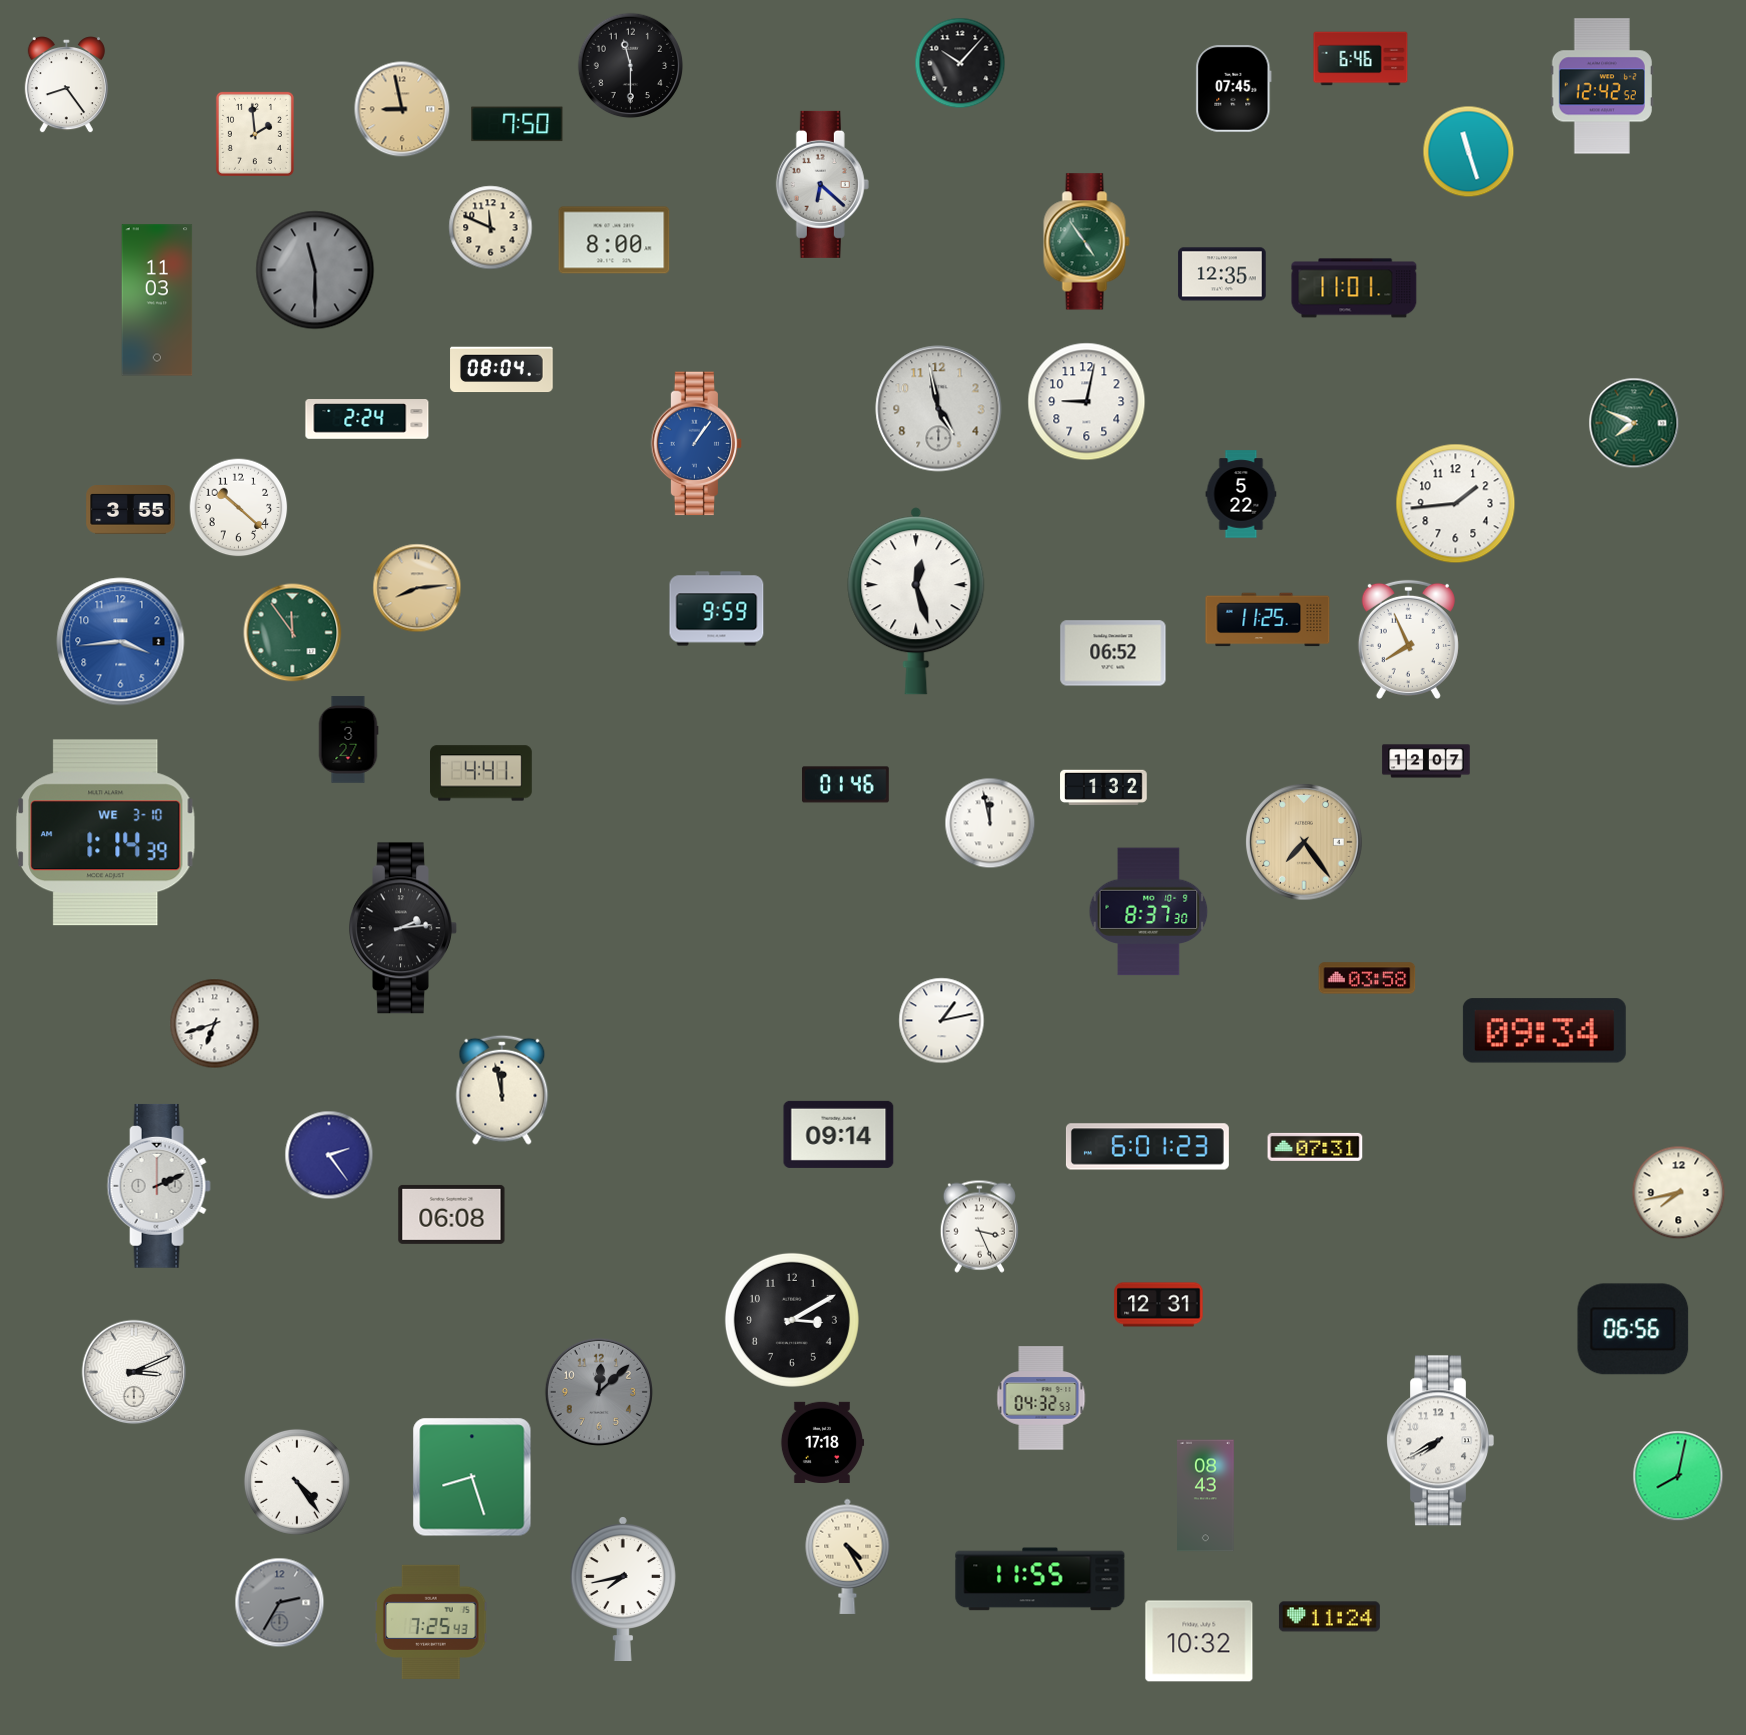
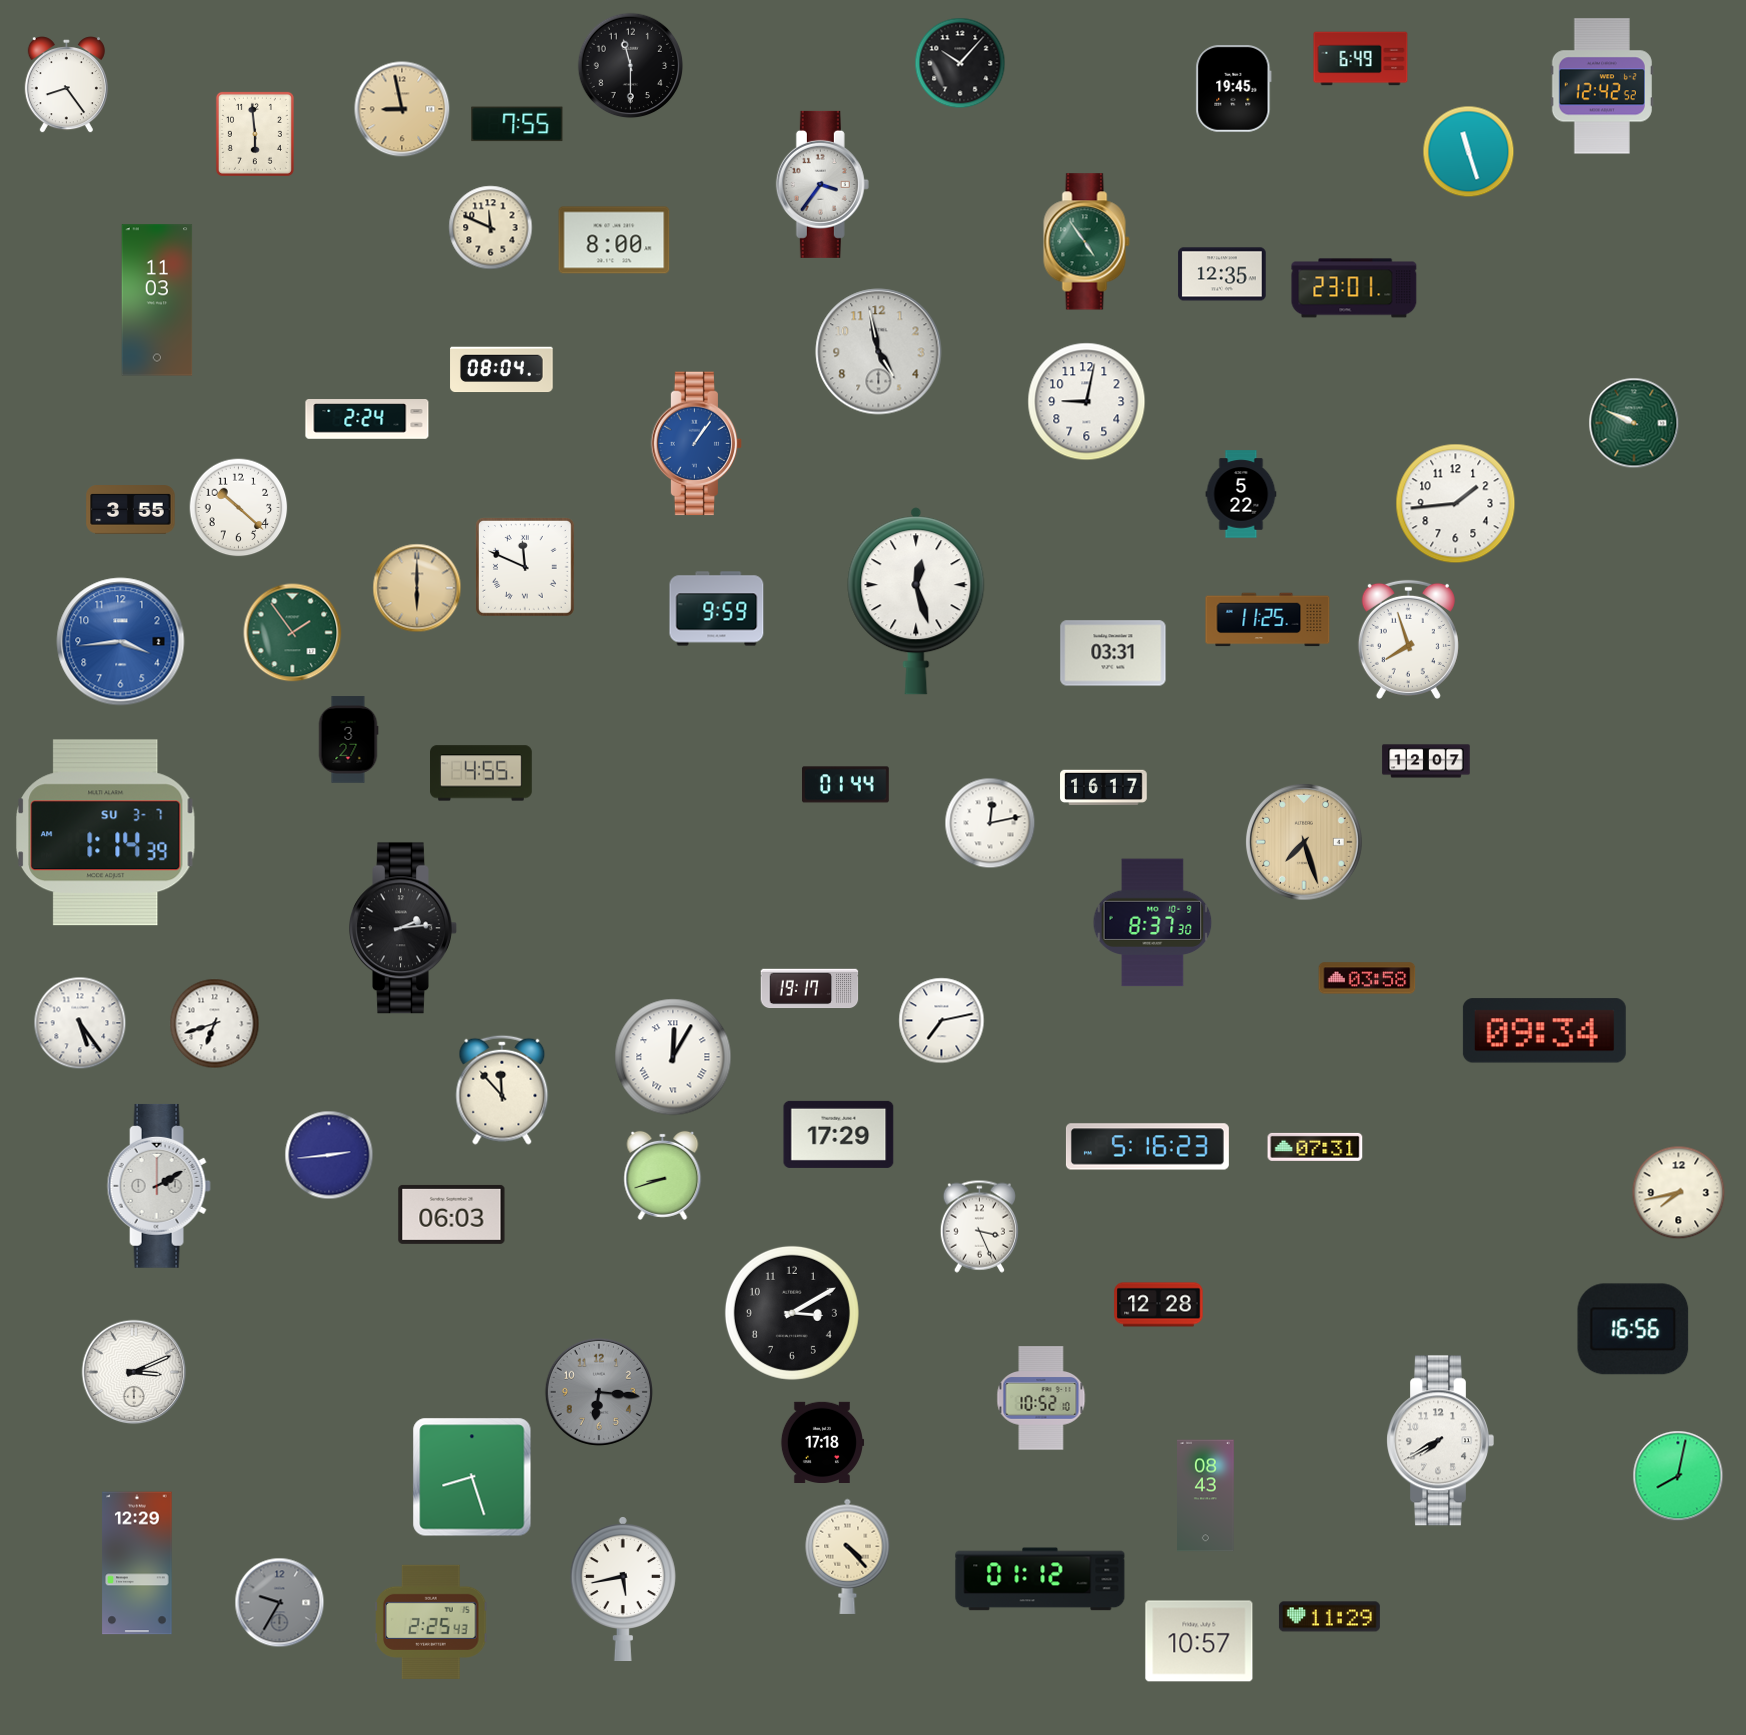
clock at (1361, 59): 6:46 -> 6:49
clock at (1234, 89): 07:45 -> 19:45
clock at (517, 124): 7:50 -> 7:55
clock at (255, 134): 1:59 -> 5:59
clock at (822, 184): 6:22 -> 3:36
clock at (315, 270): 11:30 -> none
clock at (1354, 288): 11:01 -> 23:01
clock at (939, 409) position: (939, 409) -> (879, 352)
clock at (1634, 423): 7:49 -> 9:49
clock at (525, 567): none -> 11:49
clock at (417, 588): 8:14 -> 6:00
clock at (293, 633): 11:54 -> 1:54
clock at (1408, 639): 7:56 -> 7:57
clock at (1113, 653): 06:52 -> 03:31
clock at (482, 773): 4:41 -> 4:55
clock at (846, 785): 01:46 -> 01:44
clock at (1104, 788): 1:32 -> 16:17
clock at (990, 823): 11:58 -> 12:13
clock at (106, 833) date: WE 3-10 -> SU 3-7
clock at (1304, 842): 7:24 -> 7:27
clock at (1149, 912) position: (1149, 912) -> (1153, 923)
clock at (810, 989): none -> 19:17
clock at (942, 1021): 1:13 -> 7:13
clock at (80, 1023): none -> 5:24
clock at (673, 1057): none -> 12:05
clock at (502, 1090): 11:58 -> 11:53
clock at (839, 1134): 09:14 -> 17:29
clock at (1147, 1147): 6:01 -> 5:16
clock at (329, 1155): 2:24 -> 2:44
clock at (663, 1175): none -> 8:42
clock at (159, 1186): 2:11 -> 2:10
clock at (452, 1214): 06:08 -> 06:03
clock at (1159, 1305): 12:31 -> 12:28
clock at (792, 1320) position: (792, 1320) -> (792, 1313)
clock at (1633, 1329): 06:56 -> 16:56
clock at (599, 1392): 12:08 -> 6:16
clock at (1041, 1398): 04:32 -> 10:52
clock at (297, 1482): 4:24 -> none
clock at (848, 1556): 4:25 -> 4:23
clock at (137, 1563): none -> 12:29
clock at (1040, 1579): 11:55 -> 01:12
clock at (623, 1589): 7:43 -> 5:43
clock at (280, 1603): 2:35 -> 9:35
clock at (1329, 1617): 11:24 -> 11:29
clock at (432, 1621): 7:25 -> 2:25
clock at (1199, 1641): 10:32 -> 10:57
